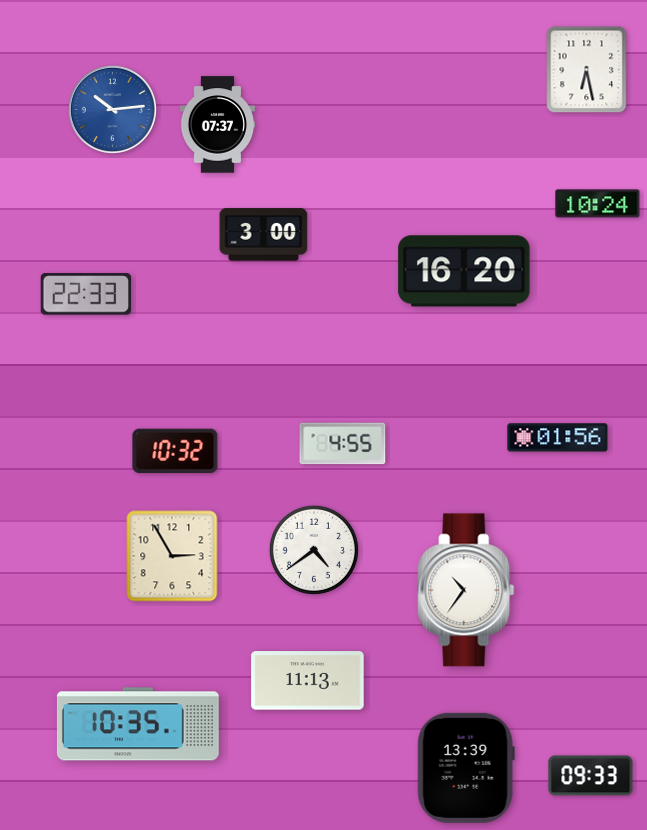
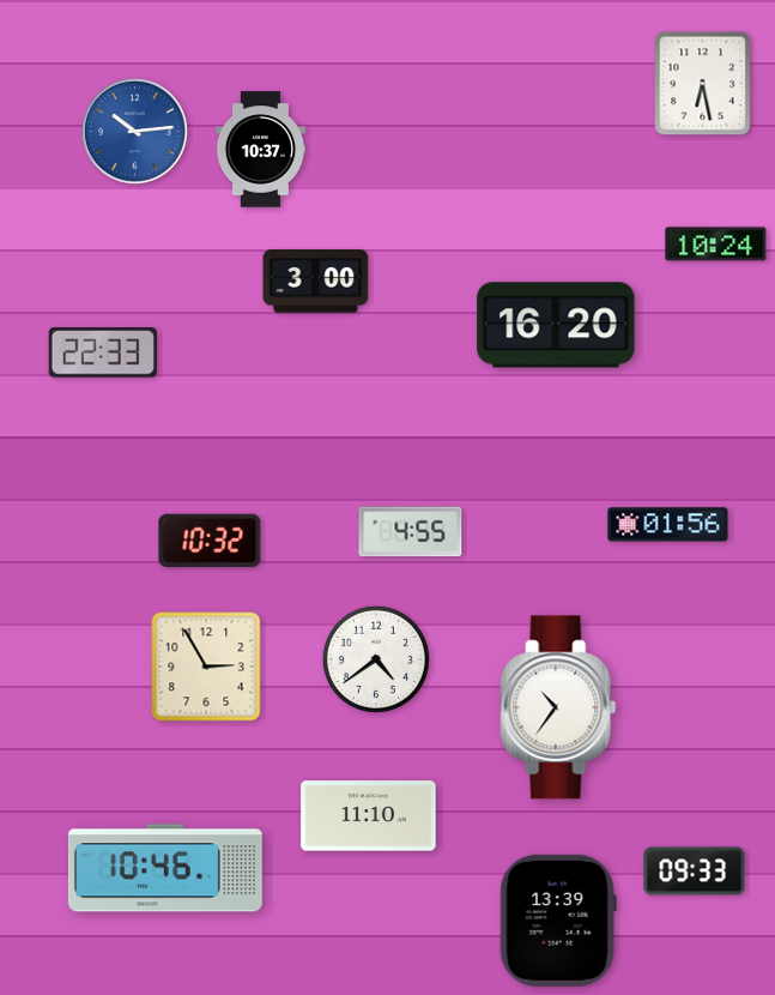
clock at (217, 125): 07:37 -> 10:37
clock at (308, 681): 11:13 -> 11:10
clock at (138, 724): 10:35 -> 10:46
clock at (591, 776) position: (591, 776) -> (695, 872)
